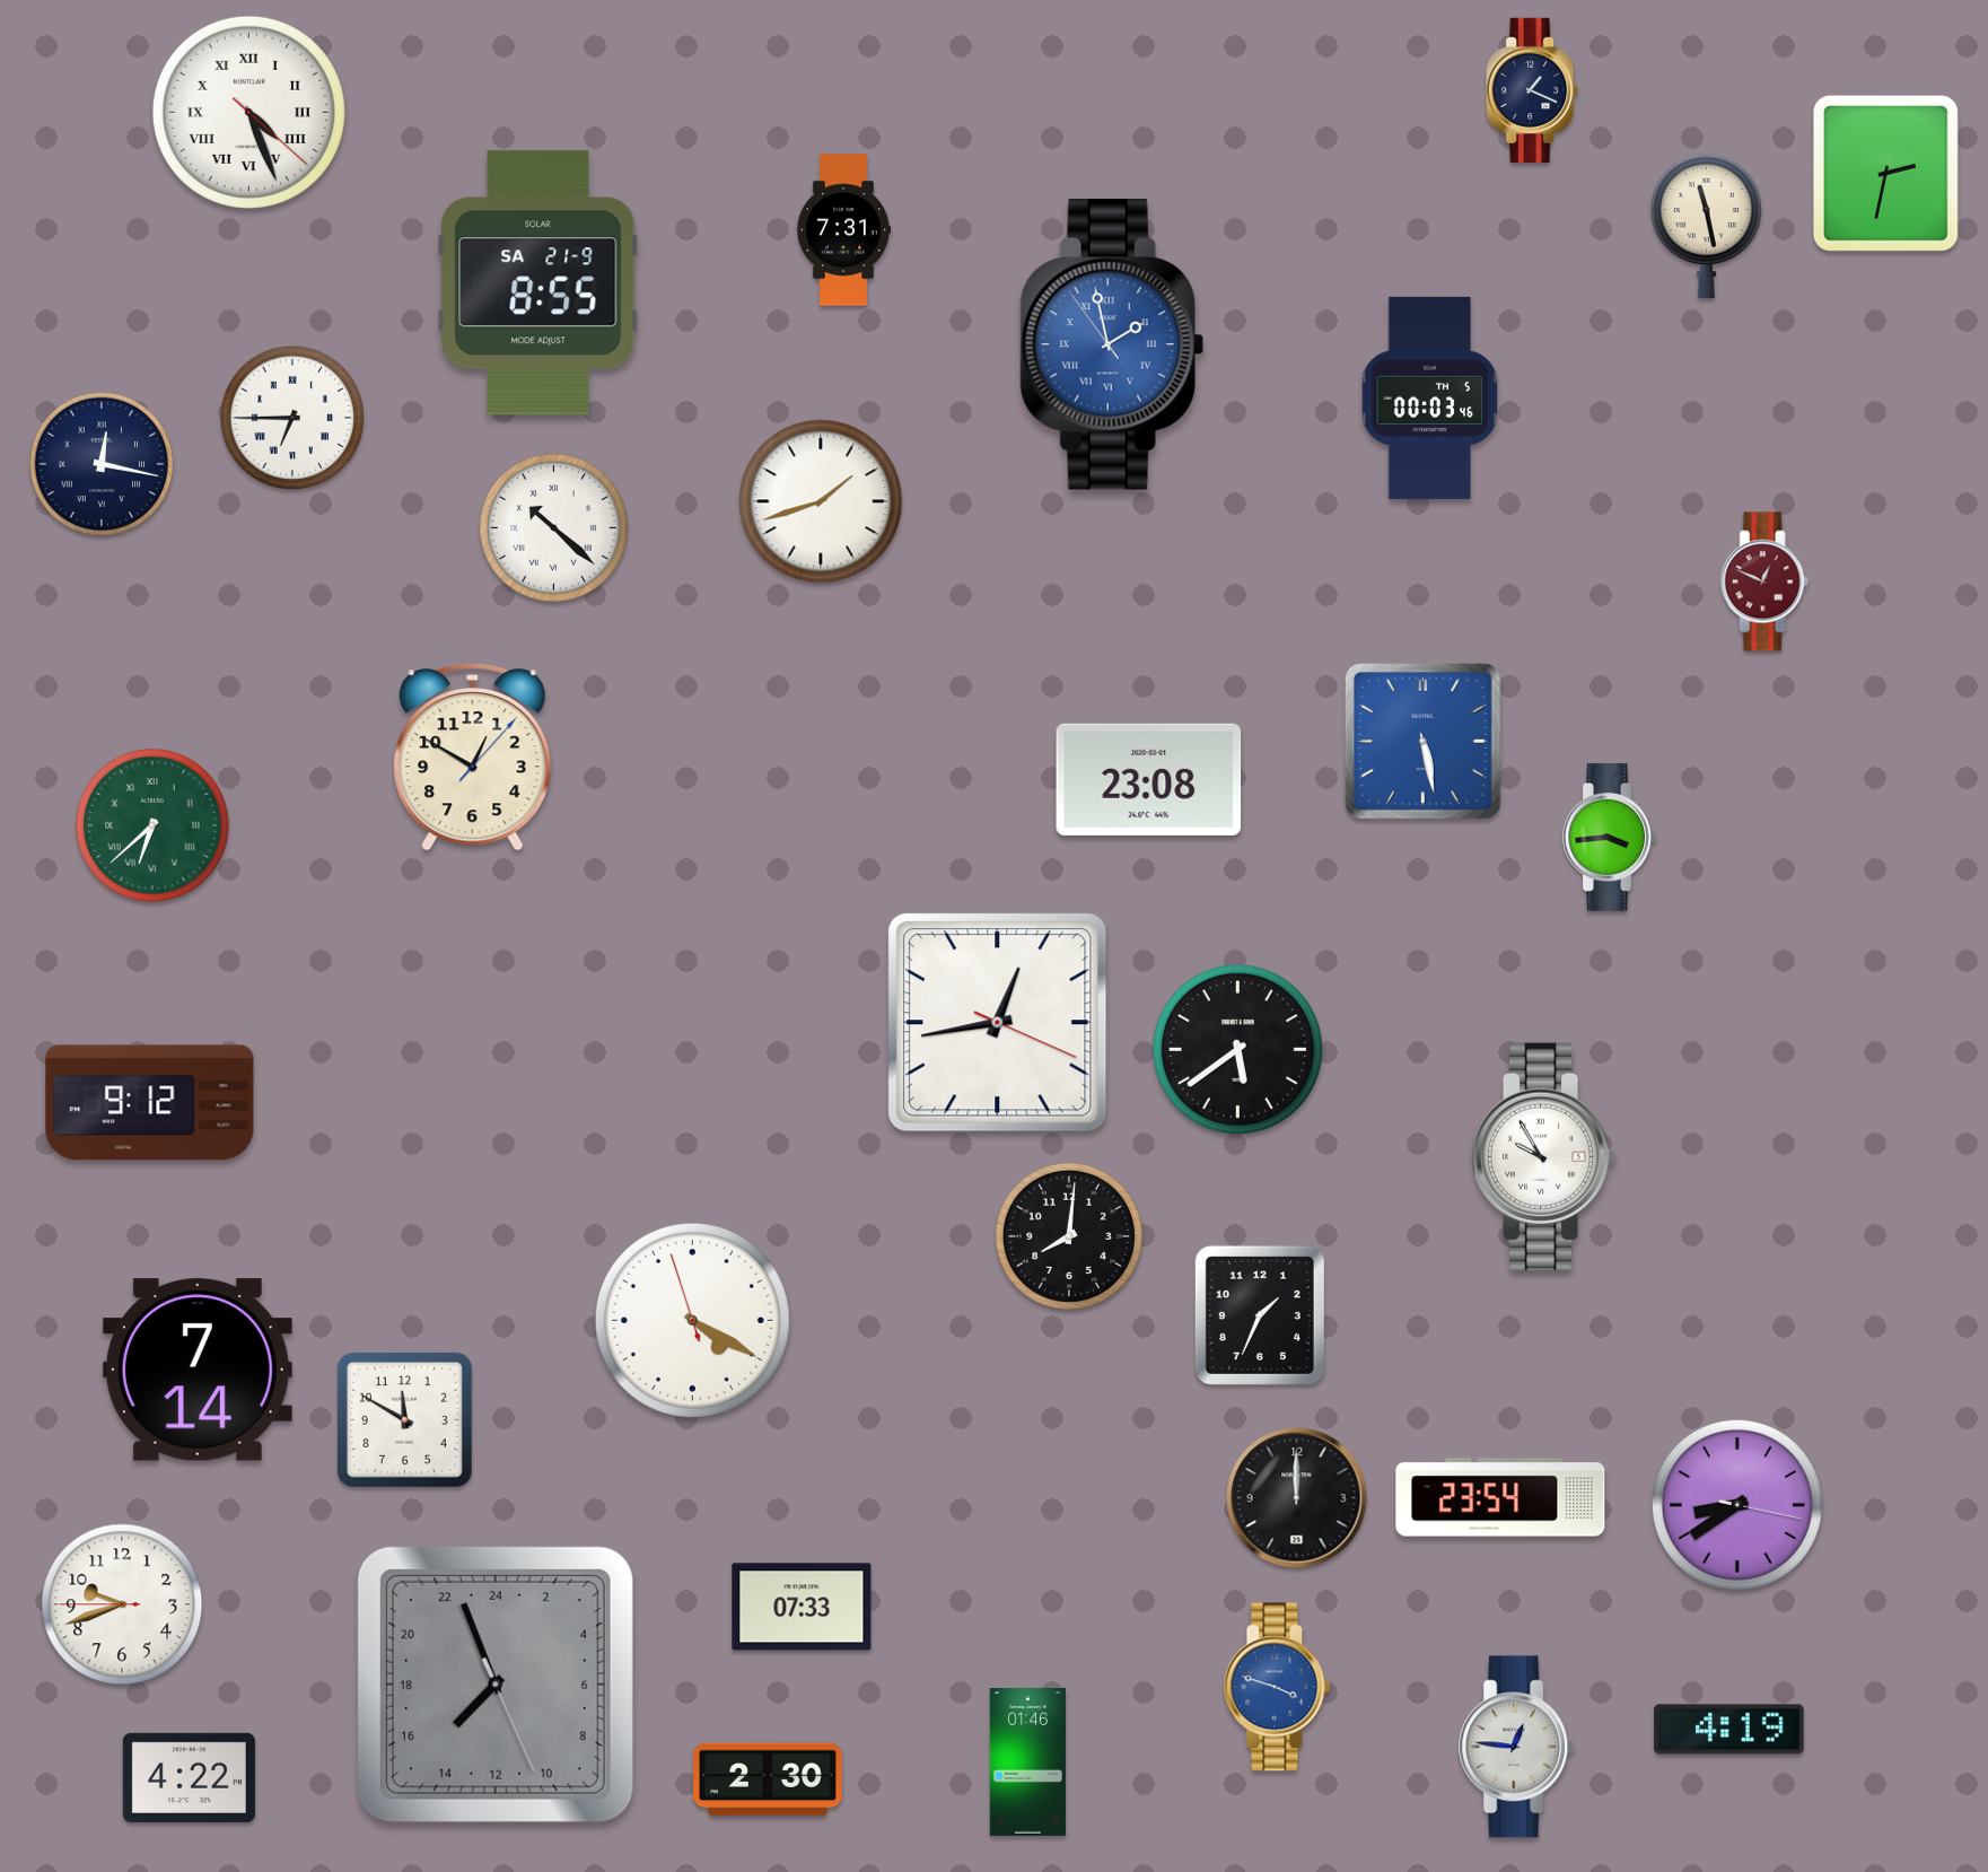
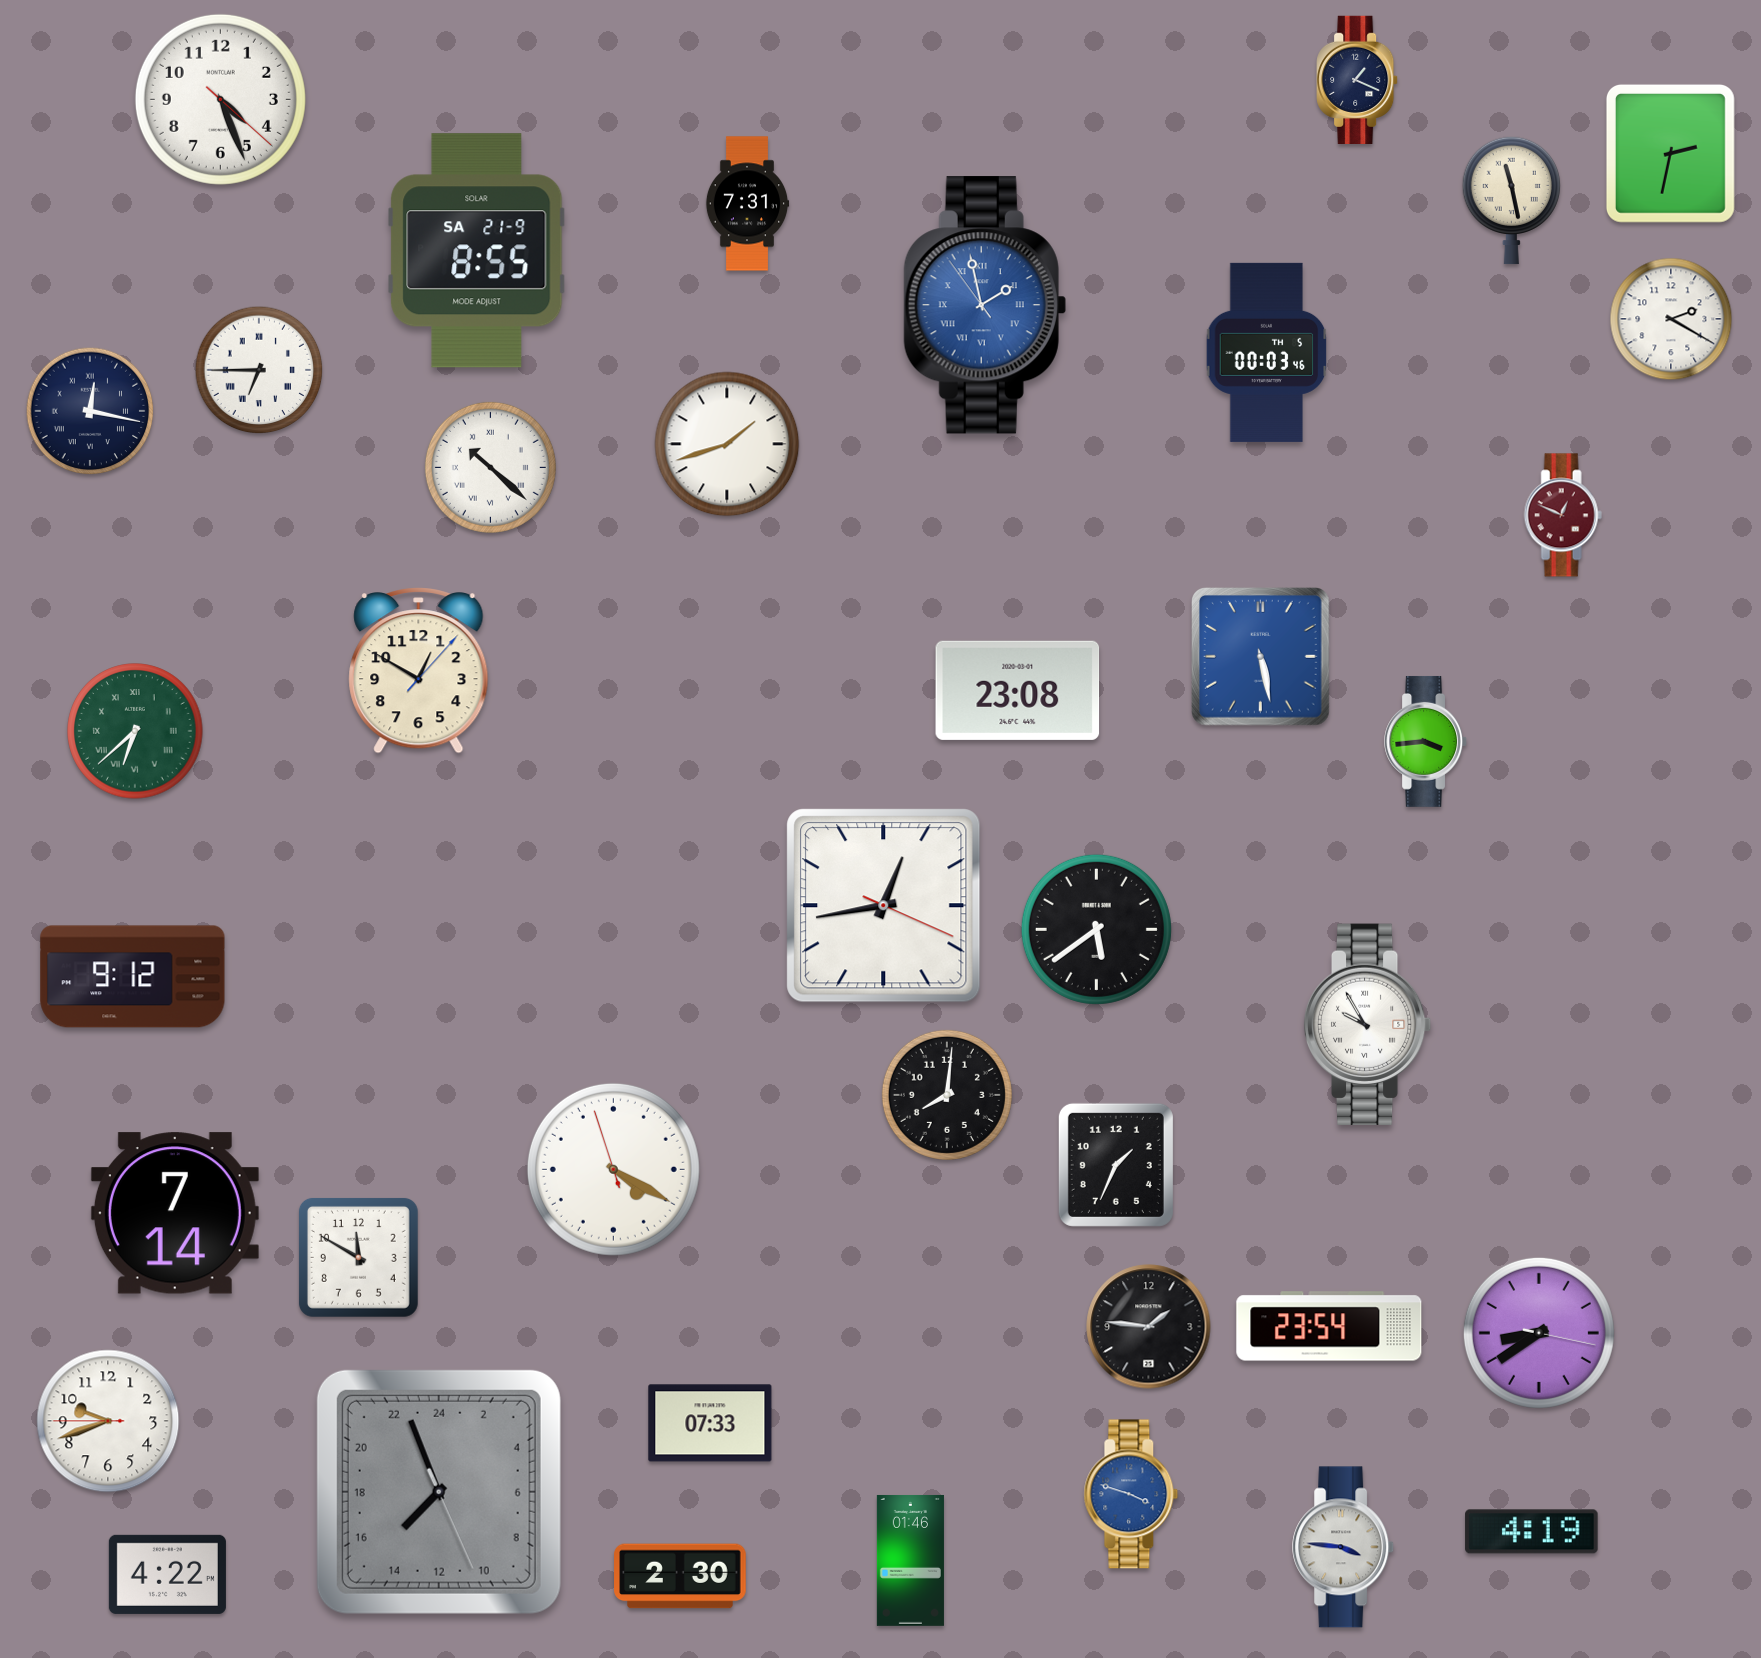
clock at (248, 112) numerals: Roman -> Arabic
clock at (1671, 319): none -> 2:20
clock at (1297, 1498): 12:00 -> 1:46
clock at (1517, 1747): 12:46 -> 3:46
